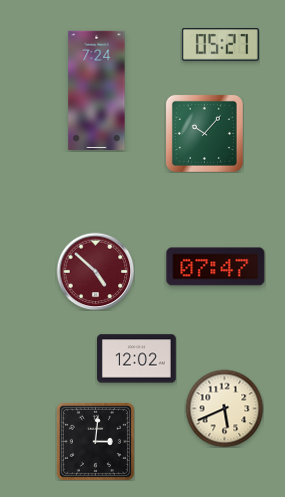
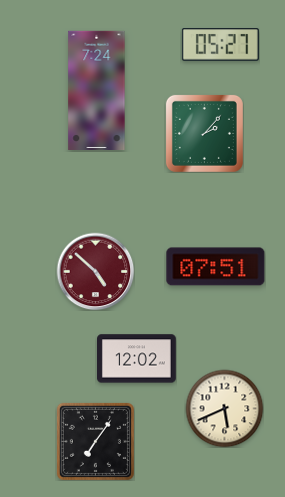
clock at (204, 133): 10:07 -> 2:07
clock at (216, 267): 07:47 -> 07:51
clock at (95, 441): 3:01 -> 7:06
